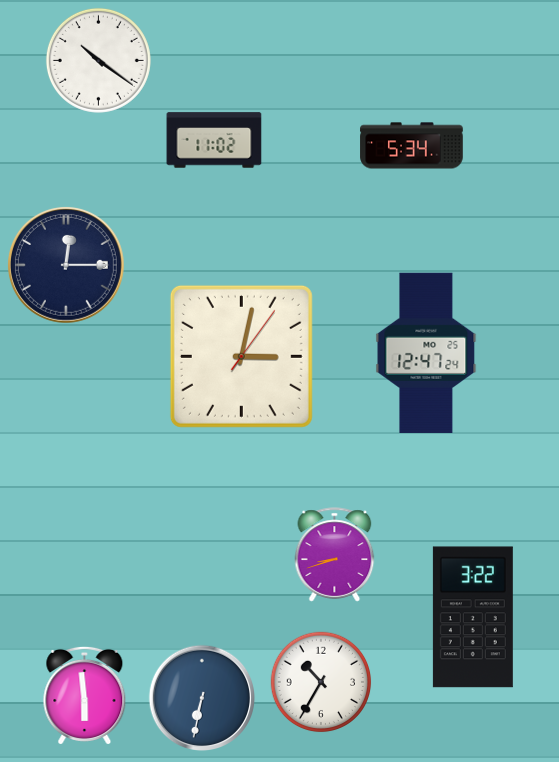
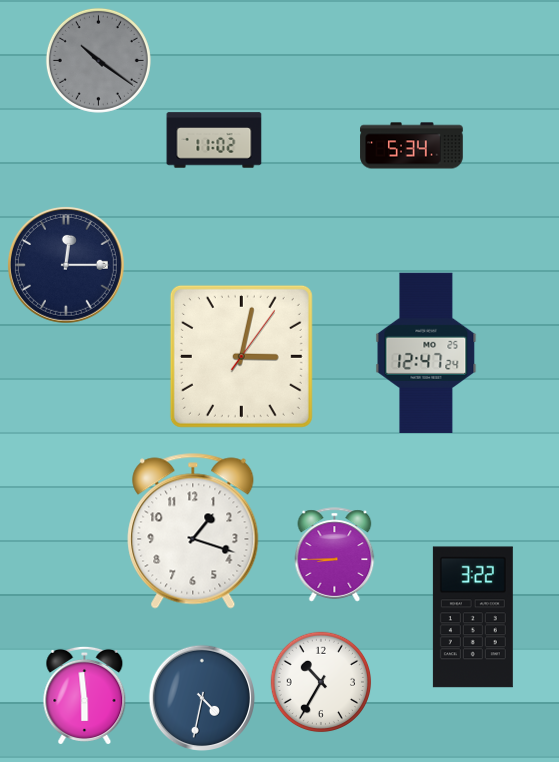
clock at (98, 60) dial: white -> grey
clock at (193, 531): none -> 1:18
clock at (335, 555): 8:42 -> 8:45
clock at (202, 698): 6:32 -> 4:32
